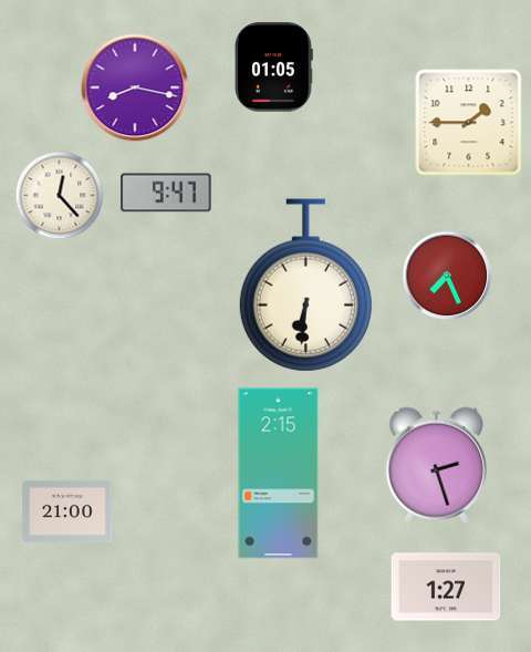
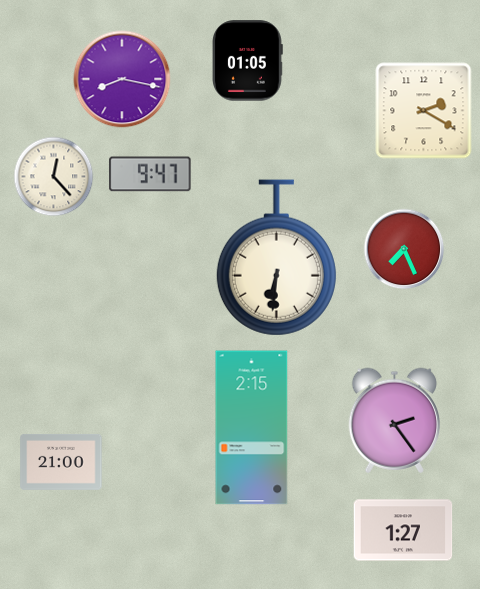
clock at (469, 123): 1:45 -> 2:20
clock at (436, 465): 2:27 -> 2:24
